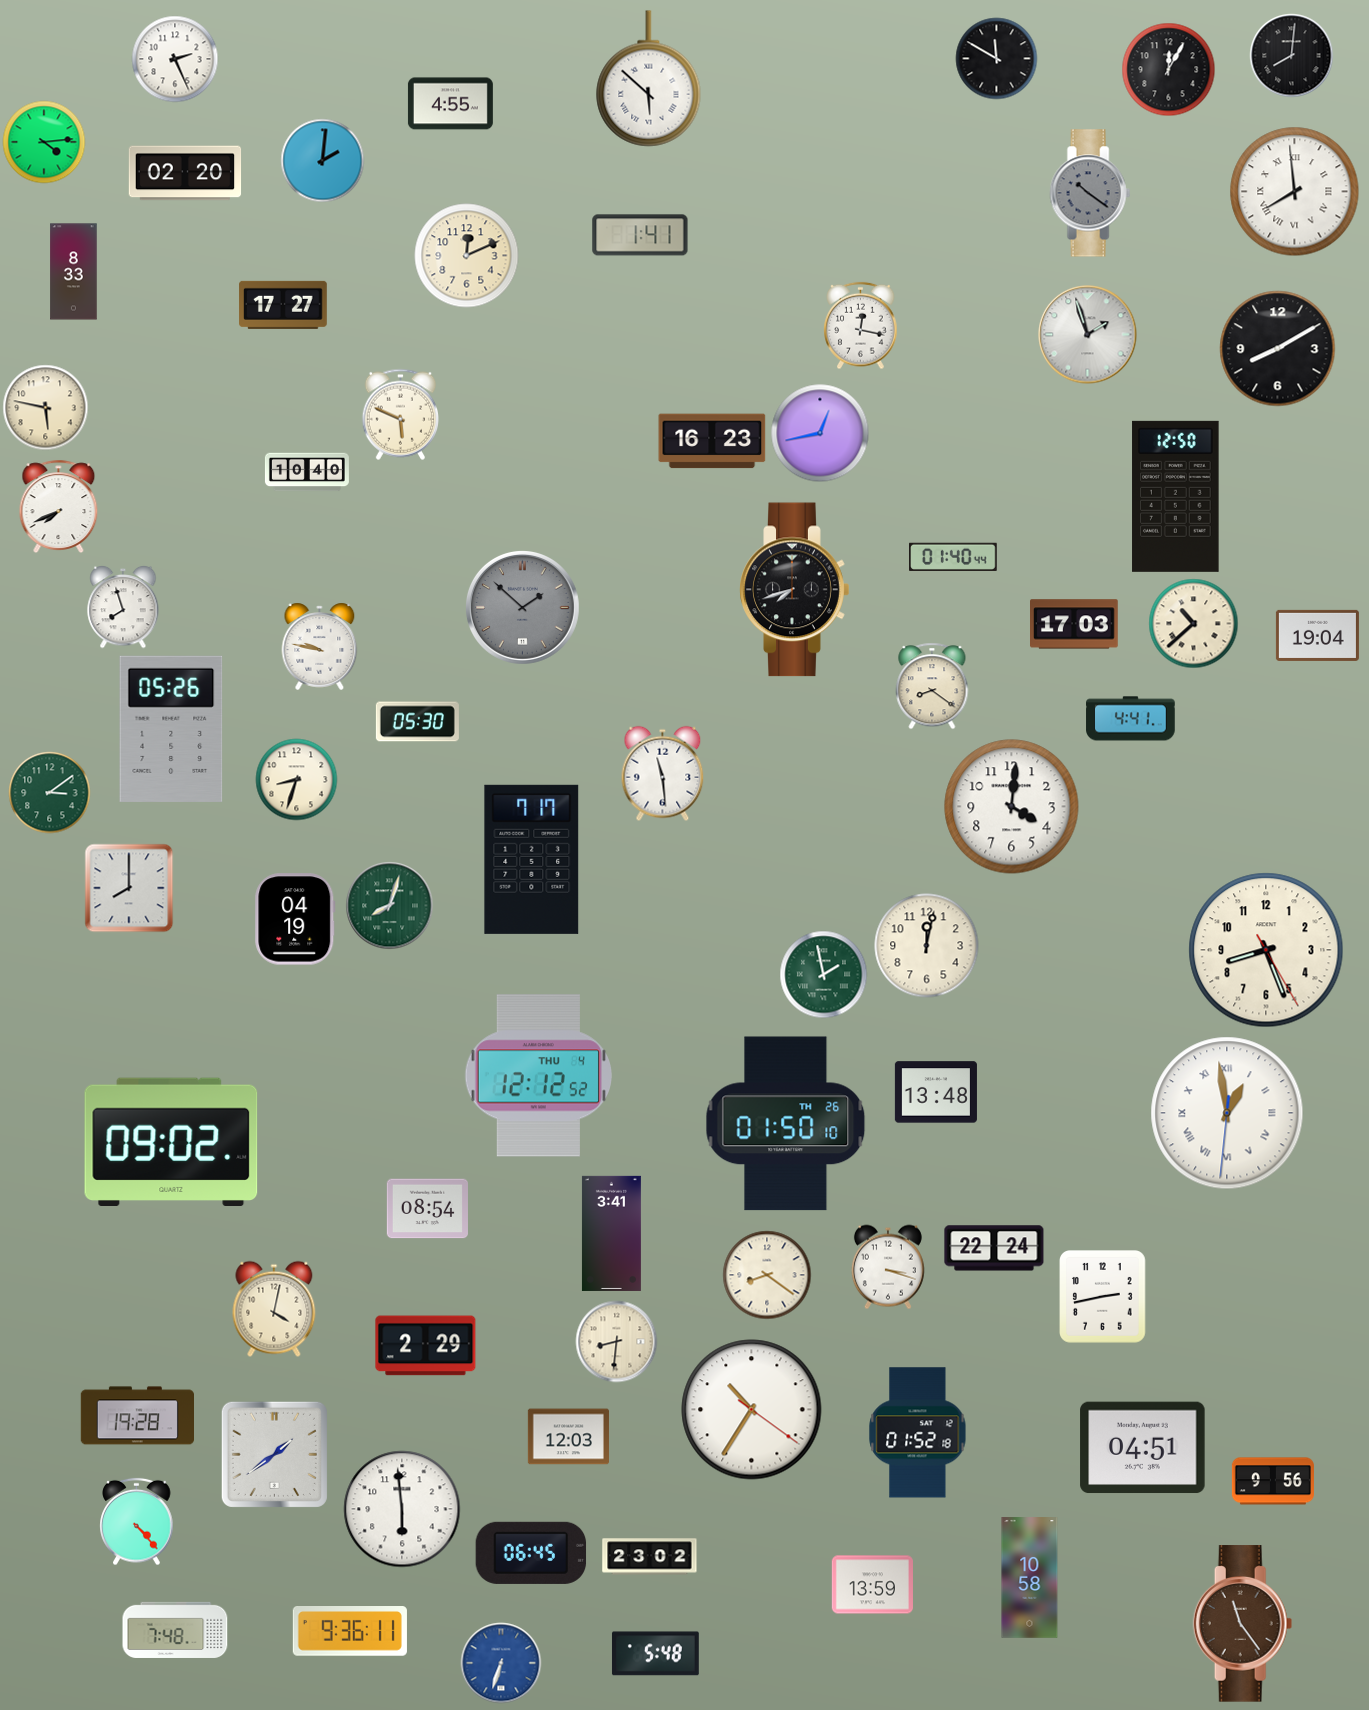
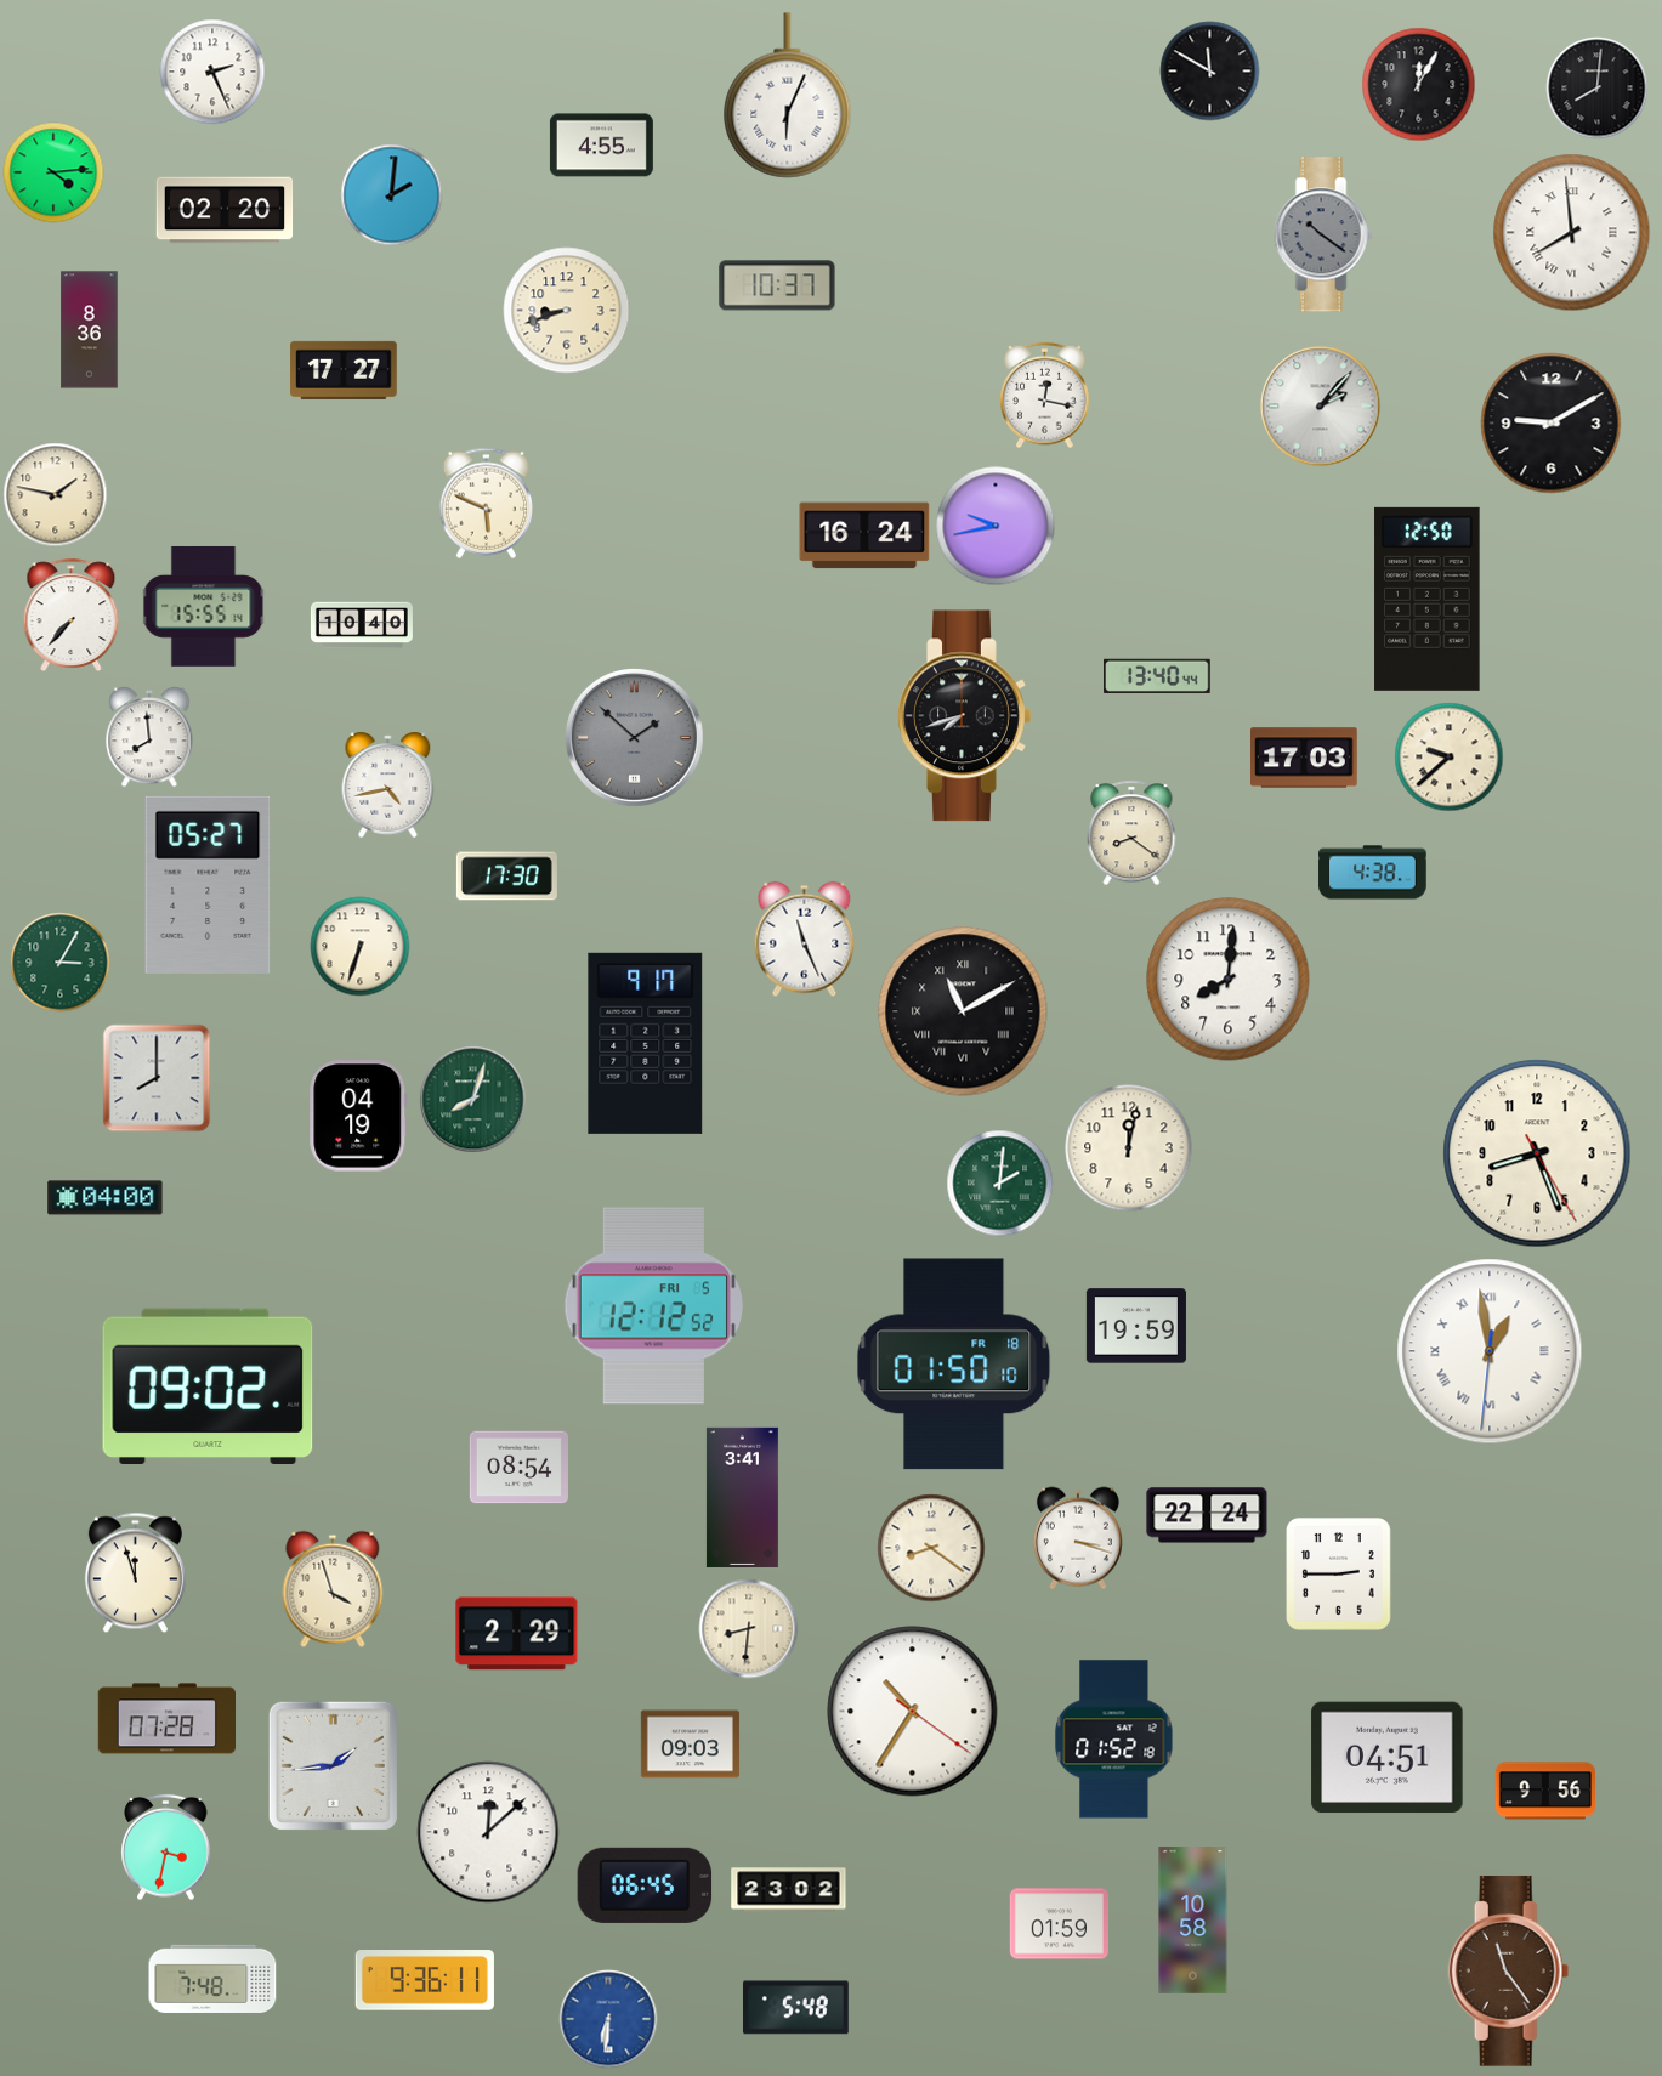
clock at (1292, 56) position: (1292, 56) -> (1598, 89)
clock at (649, 79): 5:52 -> 6:04
clock at (450, 104) position: (450, 104) -> (601, 146)
clock at (640, 235): 1:41 -> 10:37
clock at (467, 256): 12:11 -> 8:42
clock at (74, 272): 8:33 -> 8:36
clock at (1088, 335): 1:57 -> 2:07
clock at (1278, 349): 8:10 -> 9:10
clock at (46, 408): 5:47 -> 1:47
clock at (820, 433): 12:43 -> 9:43
clock at (712, 441): 16:23 -> 16:24
clock at (307, 472) position: (307, 472) -> (362, 625)
clock at (1176, 496) position: (1176, 496) -> (1428, 599)
clock at (204, 606): none -> 15:55
clock at (59, 506): 7:41 -> 7:37
clock at (954, 557): 01:40 -> 13:40
clock at (123, 607): 7:57 -> 7:59
clock at (1194, 624): 10:38 -> 9:38
clock at (1317, 635): 19:04 -> none
clock at (320, 646): 9:47 -> 4:43
clock at (1131, 719): 4:41 -> 4:38
clock at (417, 722): 05:30 -> 17:30
clock at (171, 729): 05:26 -> 05:27
clock at (663, 774): 11:29 -> 11:26
clock at (297, 780): 8:33 -> 6:33
clock at (50, 793): 3:09 -> 3:05
clock at (1012, 807): 4:01 -> 8:01
clock at (963, 1011): none -> 11:10
clock at (532, 859): 7:17 -> 9:17
clock at (927, 946) position: (927, 946) -> (1129, 1148)
clock at (824, 975): 1:58 -> 2:01
clock at (106, 1198): none -> 04:00
clock at (538, 1076) date: THU 4 -> FRI 5
clock at (936, 1092): 13:48 -> 19:59
clock at (786, 1124) date: TH 26 -> FR 18
clock at (135, 1573): none -> 11:57
clock at (1103, 1297): 2:43 -> 2:45
clock at (274, 1309): 4:02 -> 3:57
clock at (137, 1416): 19:28 -> 07:28
clock at (568, 1437): 12:03 -> 09:03
clock at (274, 1454): 1:39 -> 1:44
clock at (1273, 1481) position: (1273, 1481) -> (1545, 1791)
clock at (402, 1509): 5:59 -> 12:08
clock at (137, 1522): 4:23 -> 3:32
clock at (1030, 1578) position: (1030, 1578) -> (1193, 1921)
clock at (872, 1585): 13:59 -> 01:59
clock at (501, 1663): 6:33 -> 6:31
